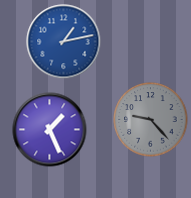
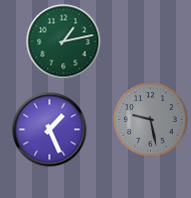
clock at (64, 42) dial: blue -> green
clock at (151, 120): 9:23 -> 9:28
